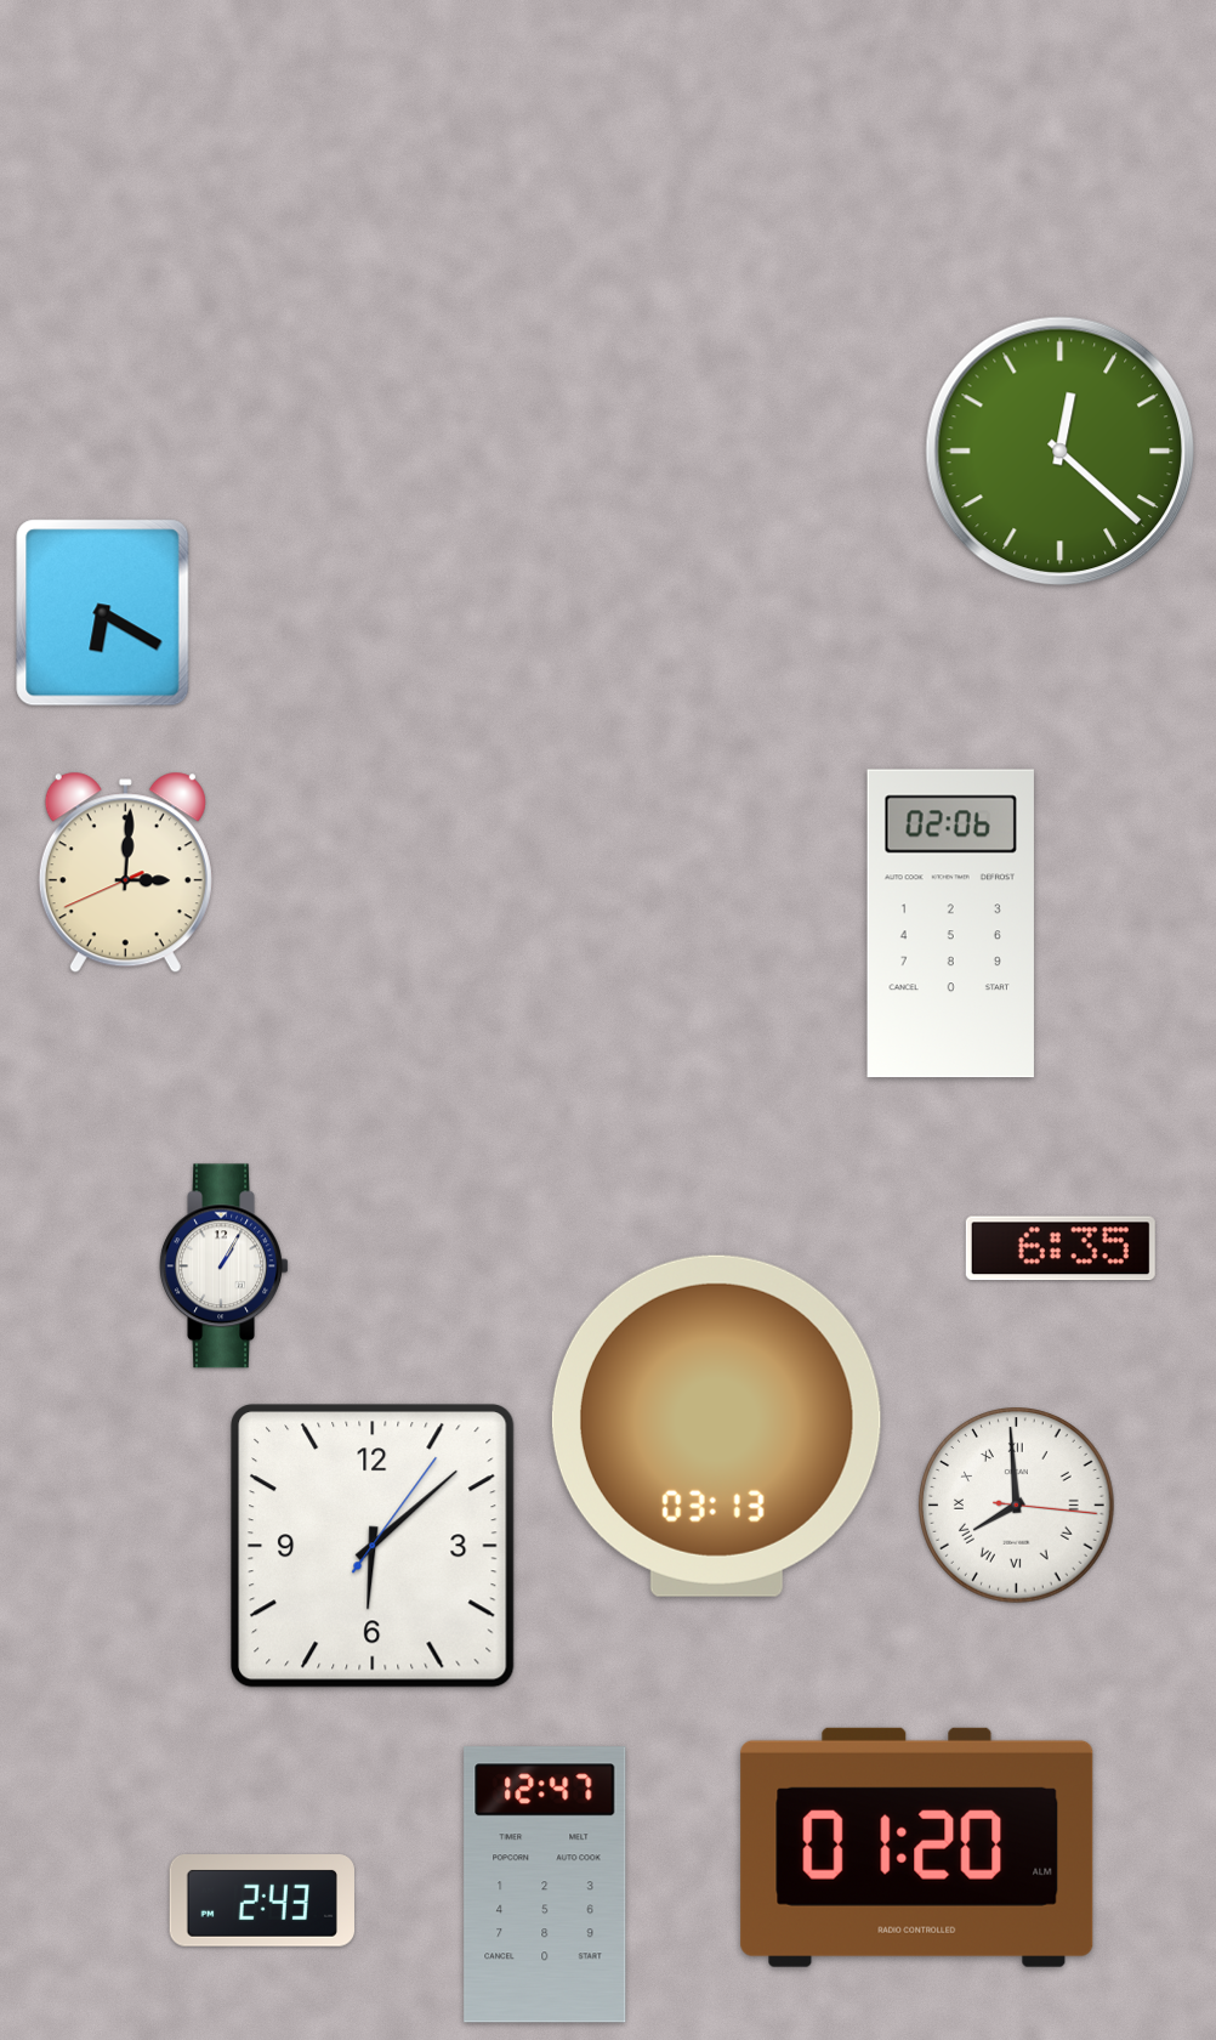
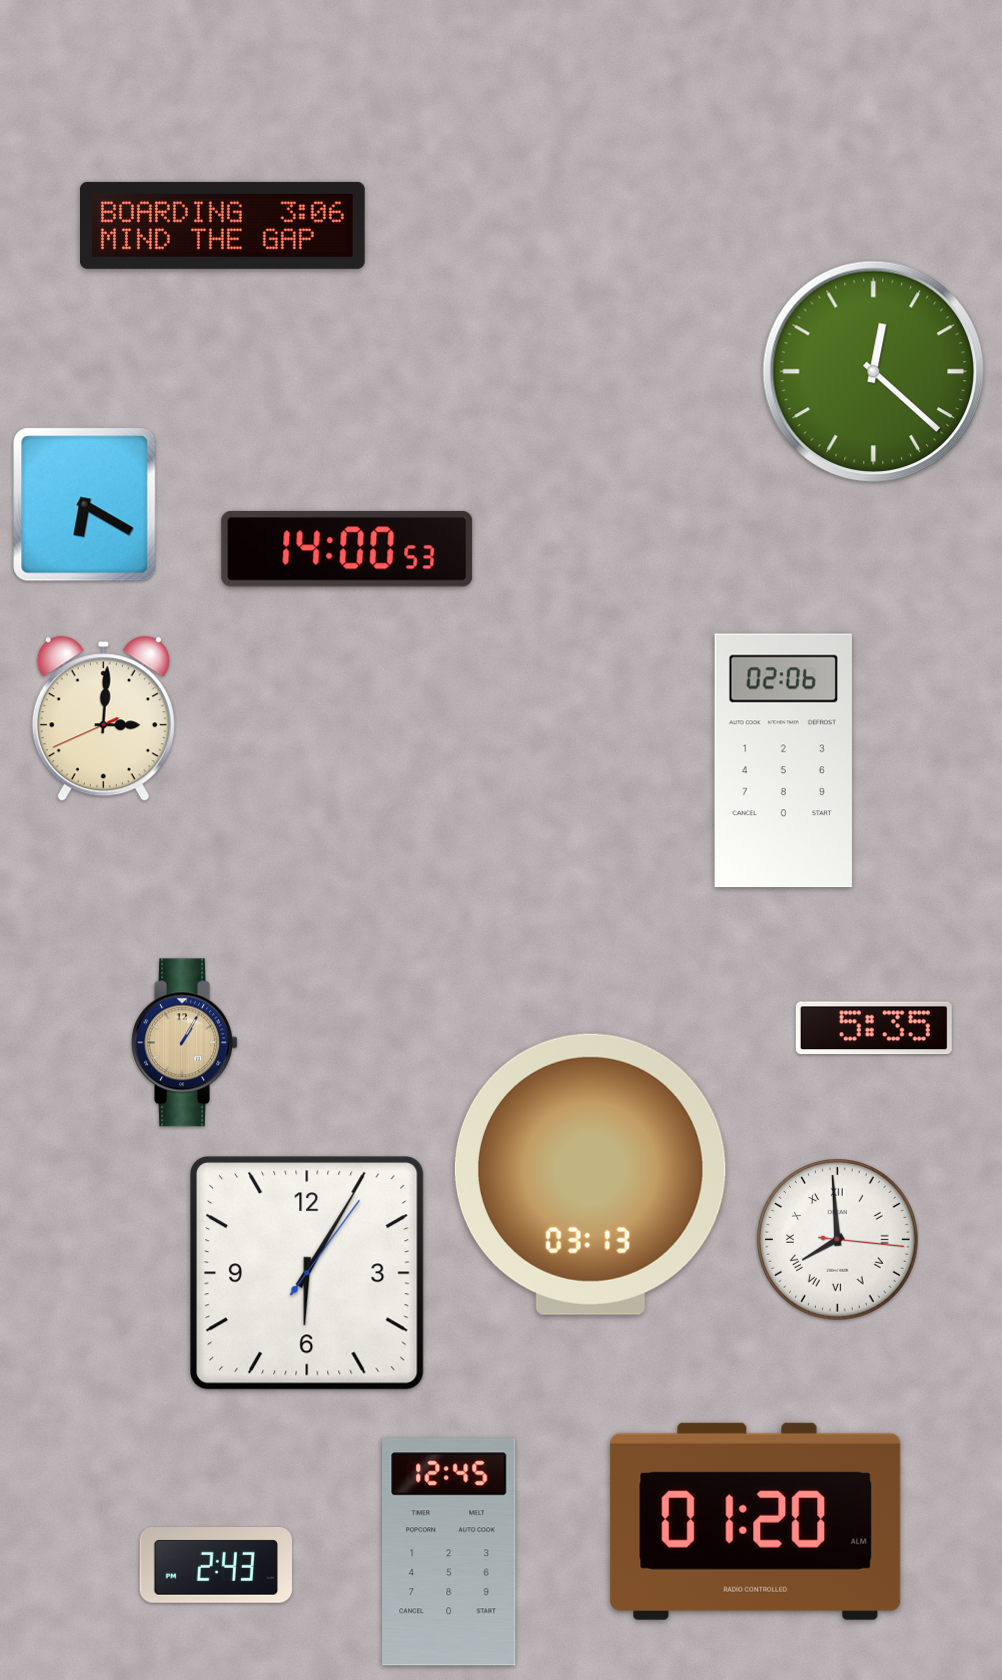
clock at (223, 225): none -> 3:06
clock at (347, 549): none -> 14:00
clock at (1061, 1248): 6:35 -> 5:35
clock at (223, 1266) dial: white -> champagne
clock at (373, 1547): 6:08 -> 6:05
clock at (545, 1885): 12:47 -> 12:45
